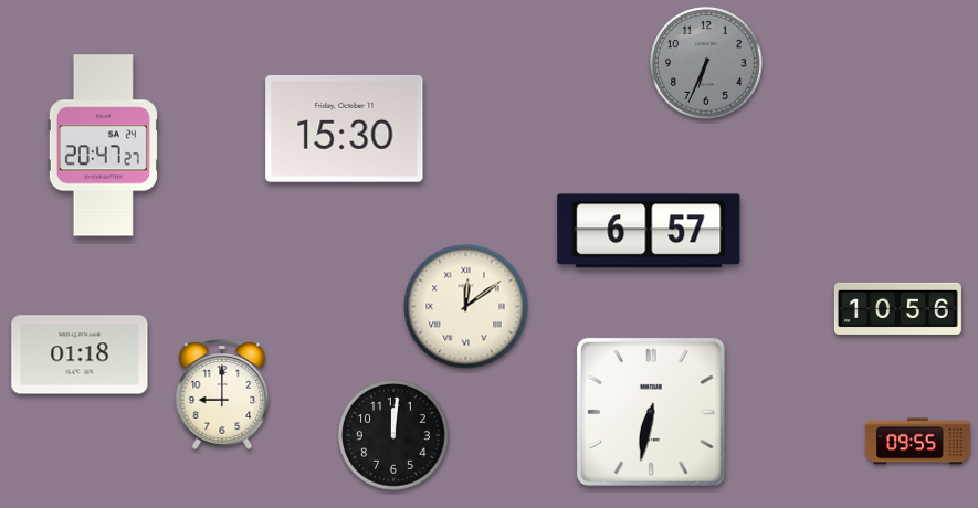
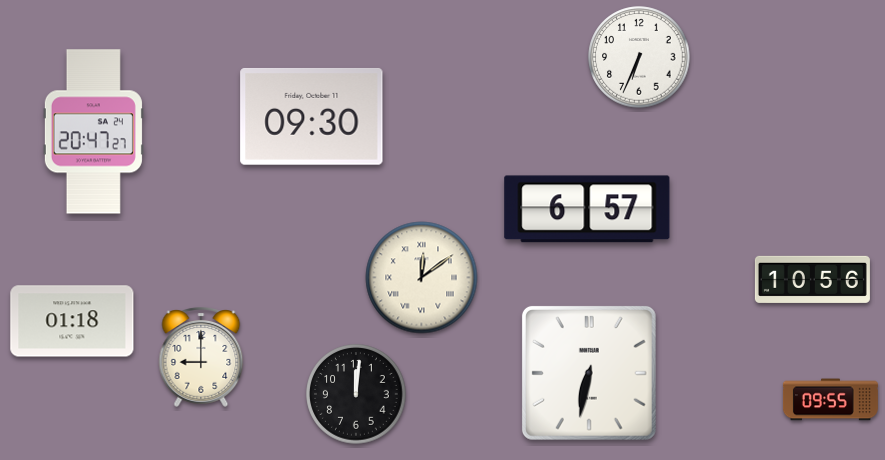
clock at (706, 63) dial: grey -> white
clock at (345, 128): 15:30 -> 09:30
